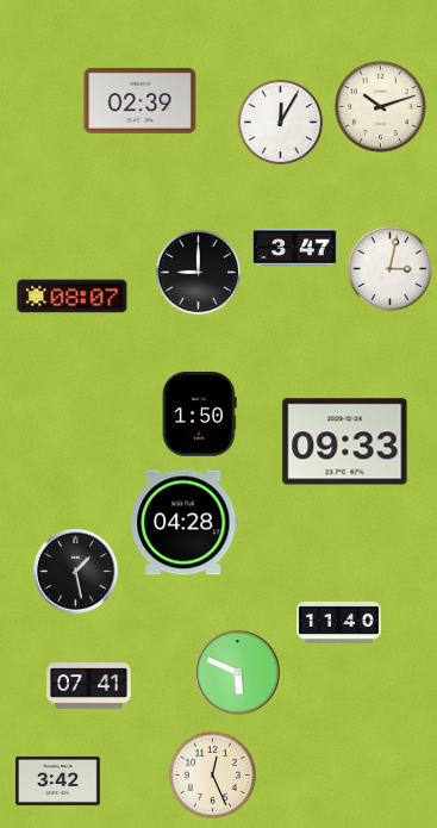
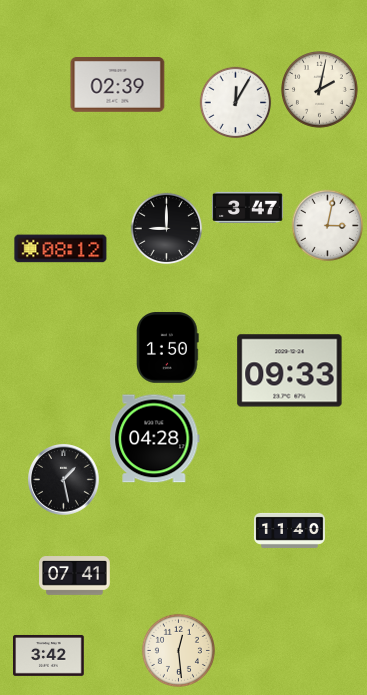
clock at (381, 107): 10:12 -> 2:02
clock at (73, 297): 08:07 -> 08:12
clock at (339, 622) position: (339, 622) -> (290, 530)
clock at (238, 673): 5:49 -> none
clock at (212, 774): 12:26 -> 12:29
